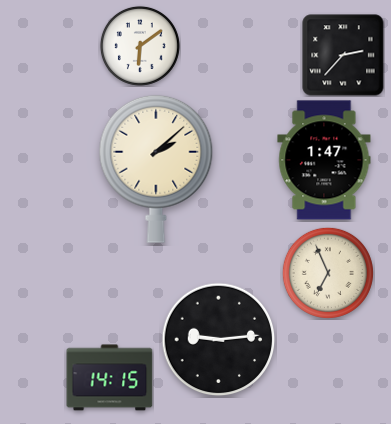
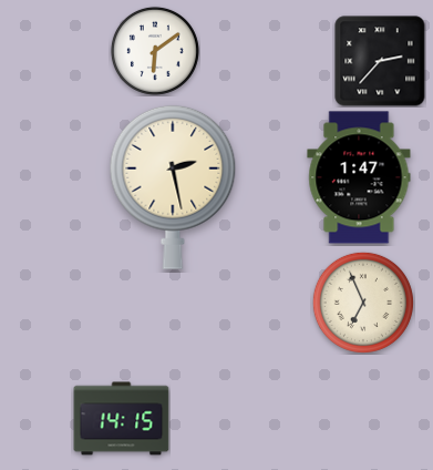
clock at (156, 169): 2:08 -> 2:28
clock at (219, 340): 9:14 -> none
